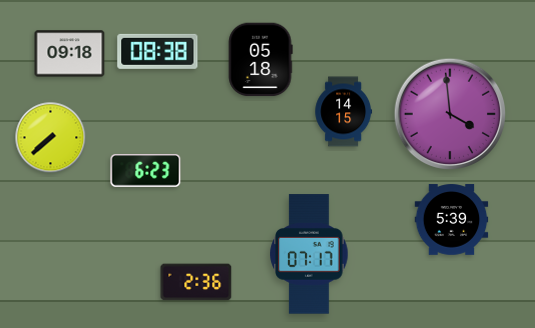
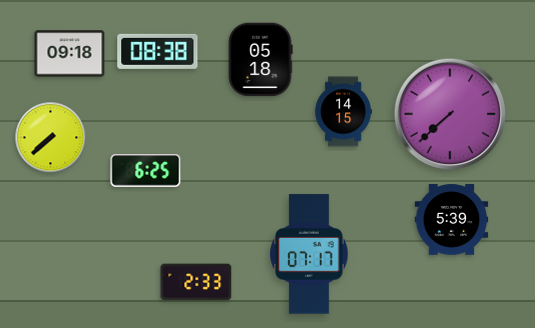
clock at (449, 113): 3:59 -> 7:38
clock at (146, 171): 6:23 -> 6:25
clock at (196, 282): 2:36 -> 2:33
